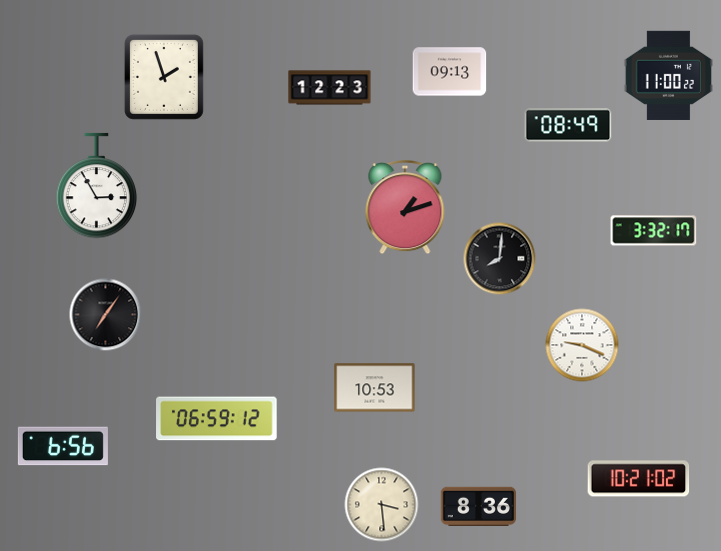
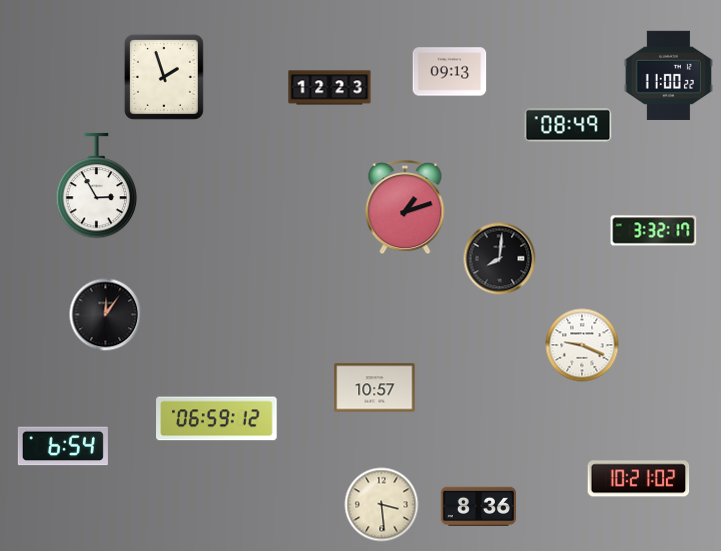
clock at (106, 315): 7:06 -> 12:06
clock at (375, 388): 10:53 -> 10:57
clock at (63, 446): 6:56 -> 6:54
